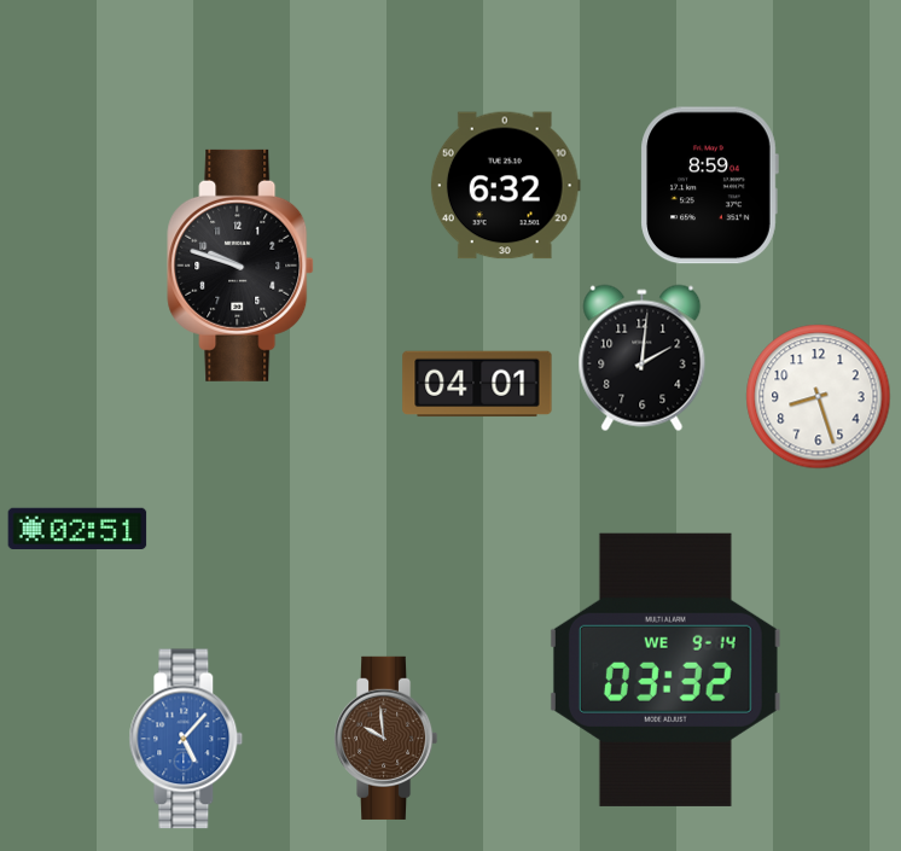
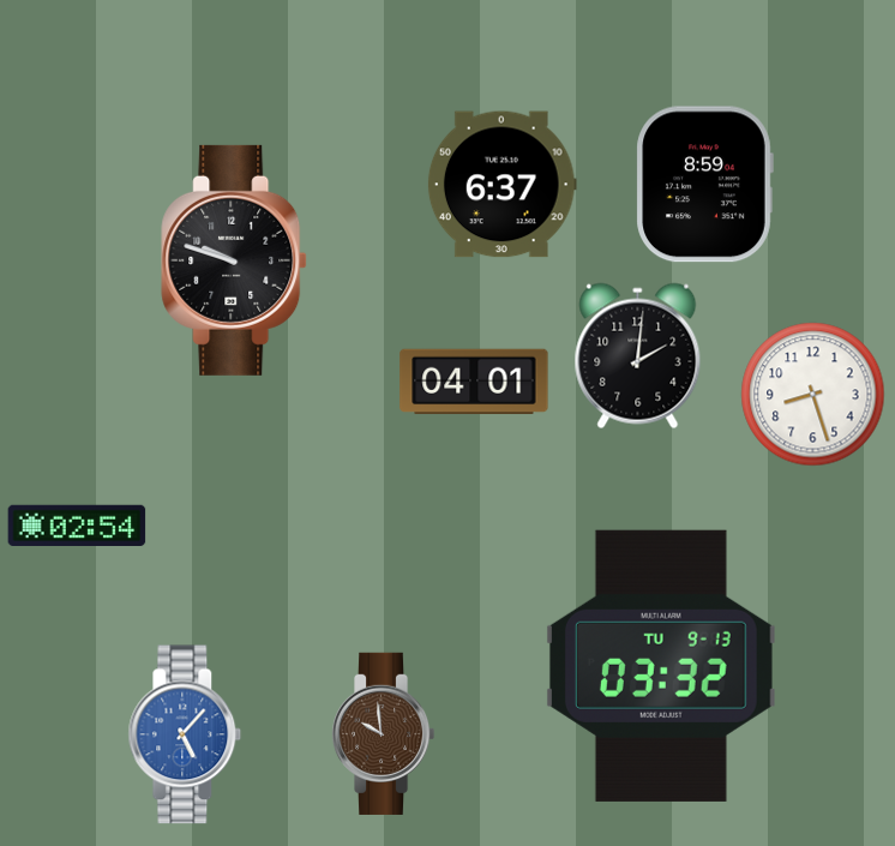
clock at (505, 186): 6:32 -> 6:37
clock at (240, 266) position: (240, 266) -> (234, 260)
clock at (77, 527): 02:51 -> 02:54
clock at (665, 670) date: WE 9-14 -> TU 9-13
